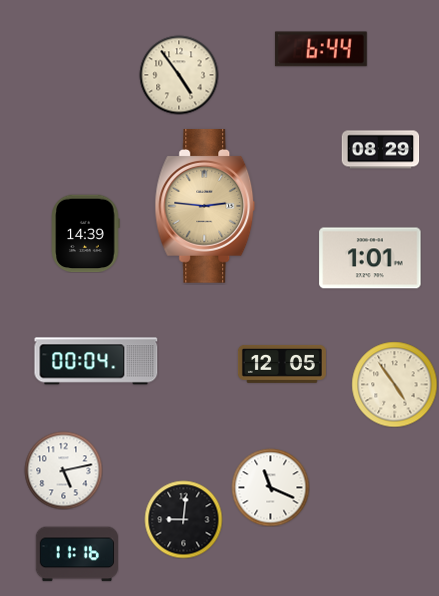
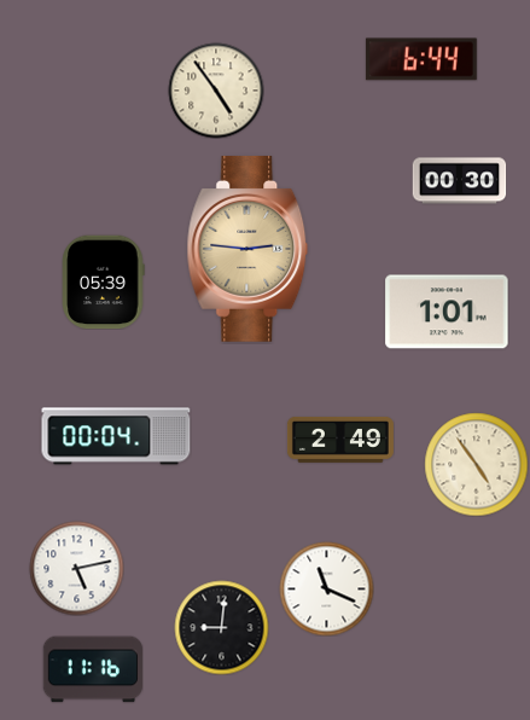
clock at (321, 49) position: (321, 49) -> (421, 59)
clock at (380, 150): 08:29 -> 00:30
clock at (86, 233): 14:39 -> 05:39
clock at (282, 364): 12:05 -> 2:49
